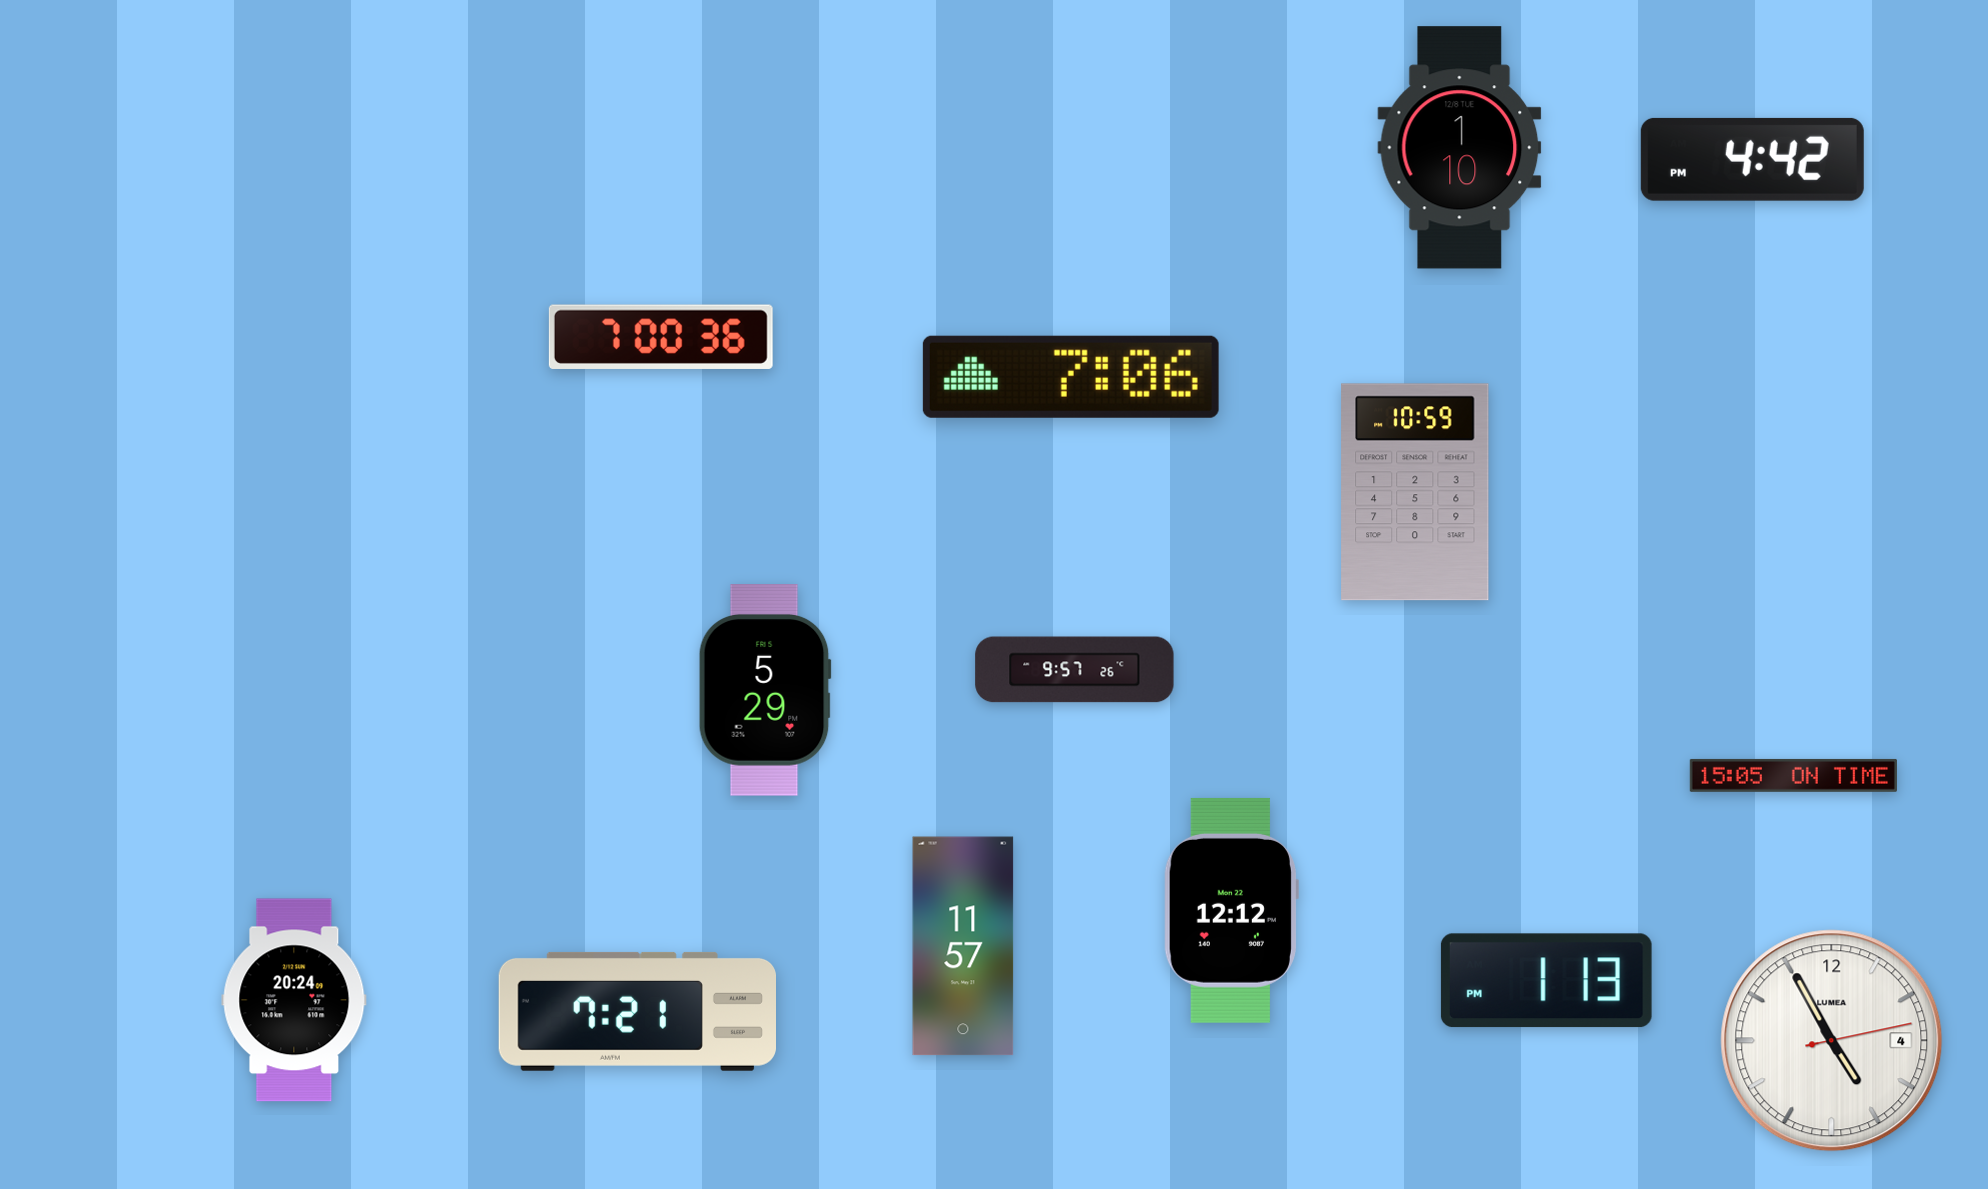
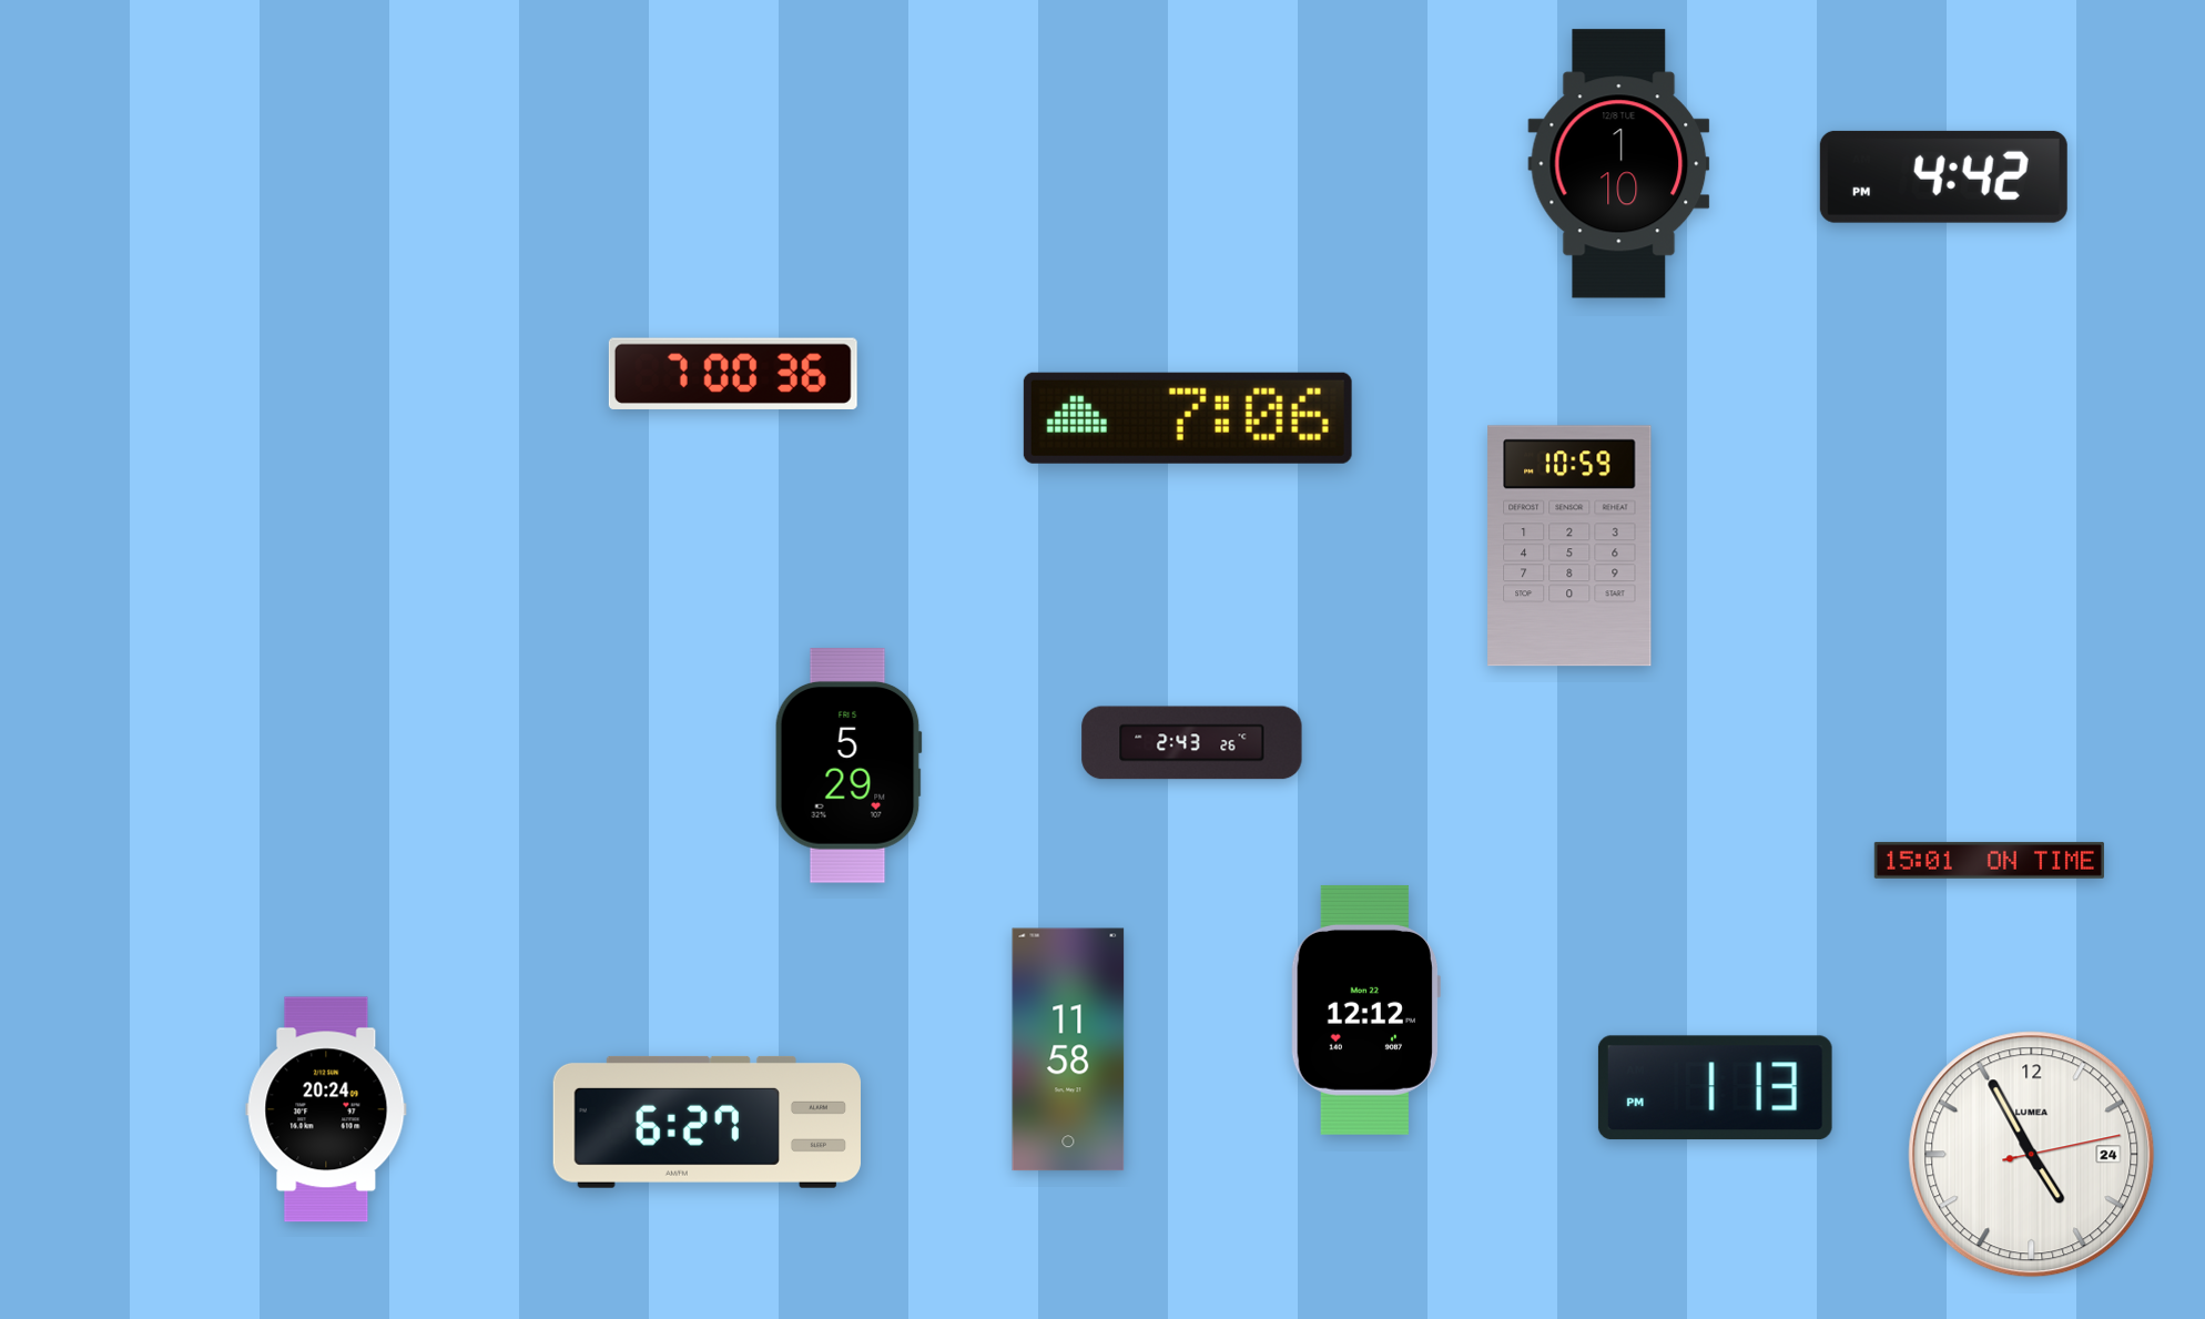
clock at (1075, 670): 9:57 -> 2:43
clock at (1793, 775): 15:05 -> 15:01
clock at (963, 946): 11:57 -> 11:58
clock at (637, 1011): 7:21 -> 6:27
clock at (1832, 1041) date: 4 -> 24
